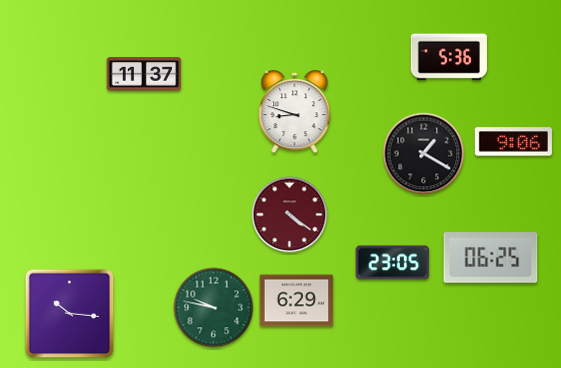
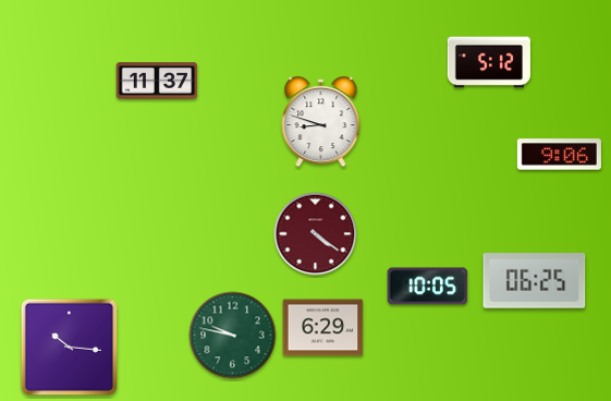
clock at (449, 57): 5:36 -> 5:12
clock at (424, 154): 1:20 -> none
clock at (393, 263): 23:05 -> 10:05
clock at (70, 314) position: (70, 314) -> (70, 348)
